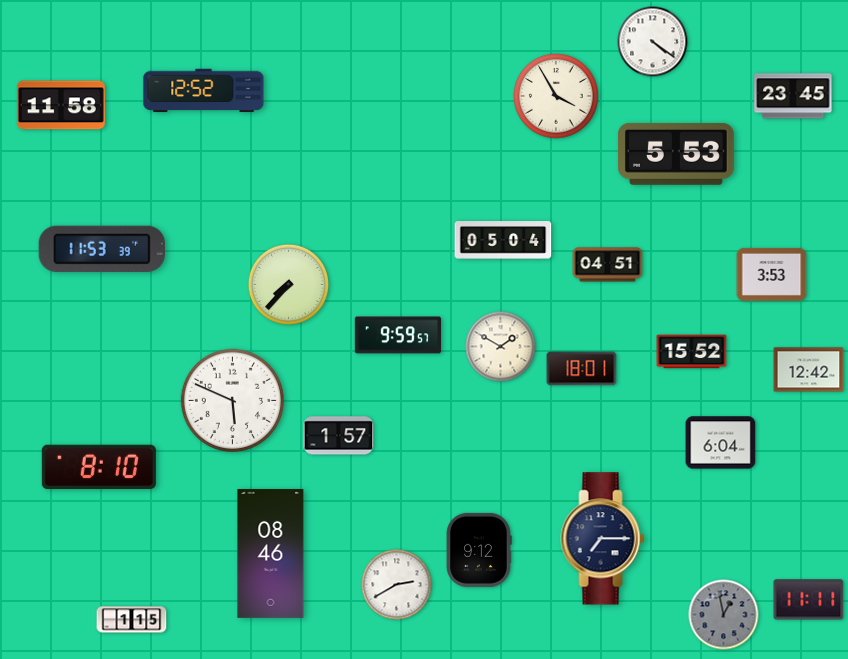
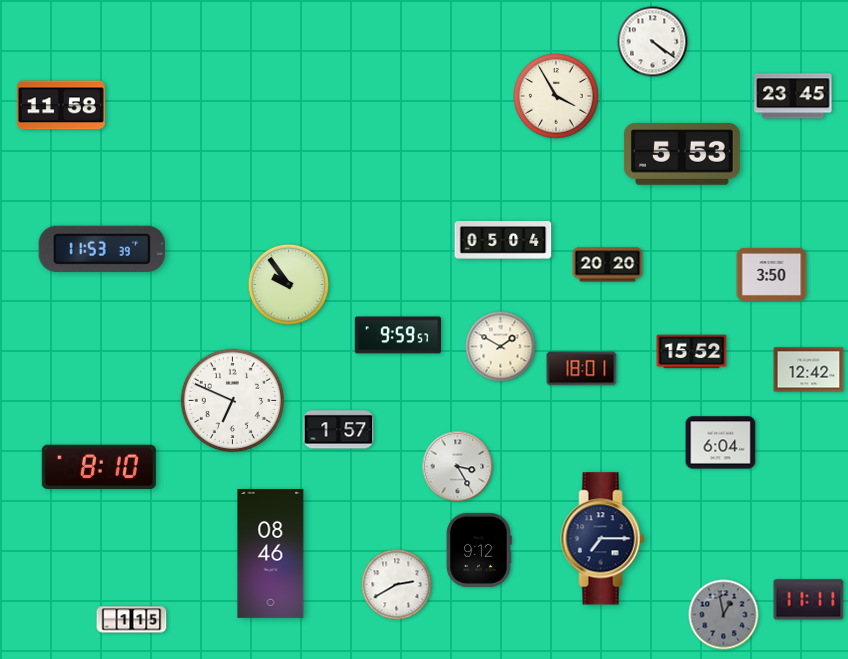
clock at (204, 91): 12:52 -> none
clock at (676, 154) position: (676, 154) -> (682, 154)
clock at (608, 265): 04:51 -> 20:20
clock at (772, 274): 3:53 -> 3:50
clock at (288, 284): 7:37 -> 9:54
clock at (232, 400): 5:49 -> 6:49
clock at (339, 436) position: (339, 436) -> (339, 430)
clock at (458, 467): none -> 3:25
